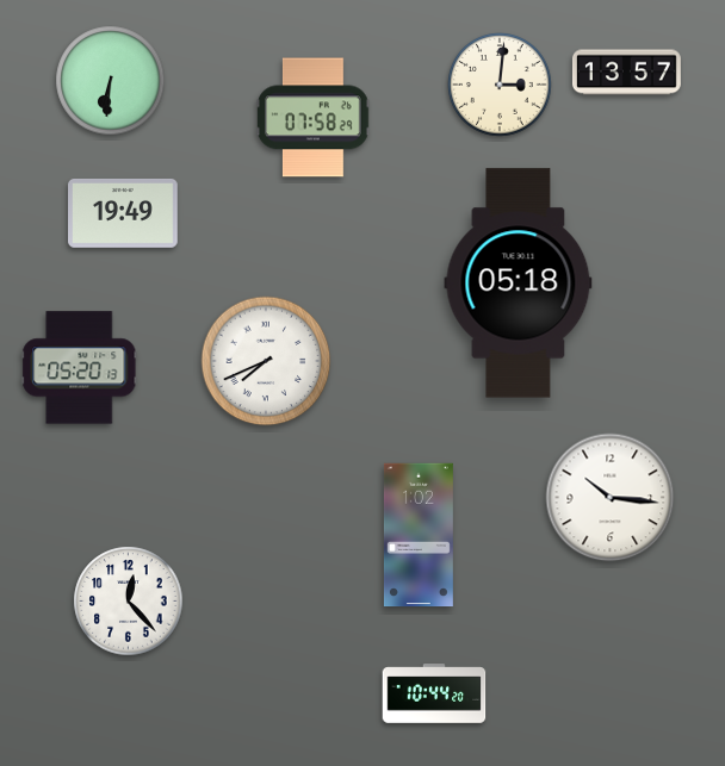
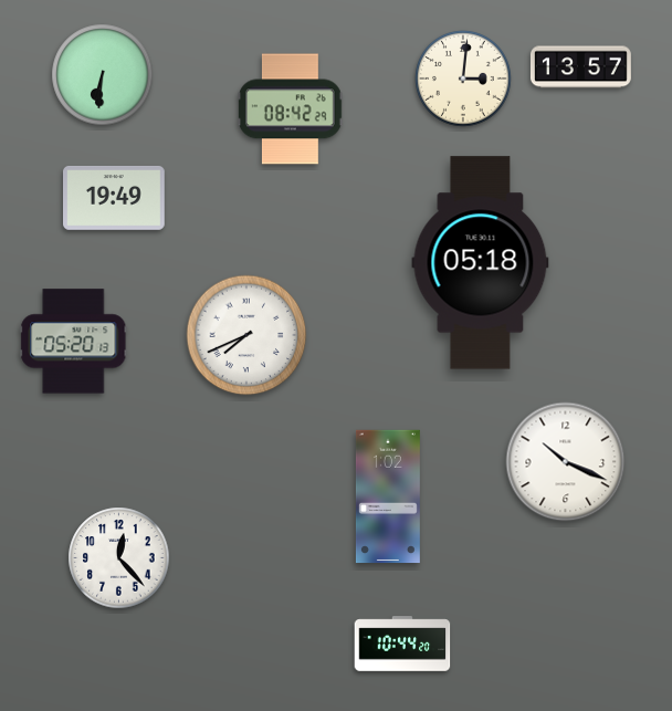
clock at (314, 118): 07:58 -> 08:42
clock at (611, 498): 10:16 -> 10:19
